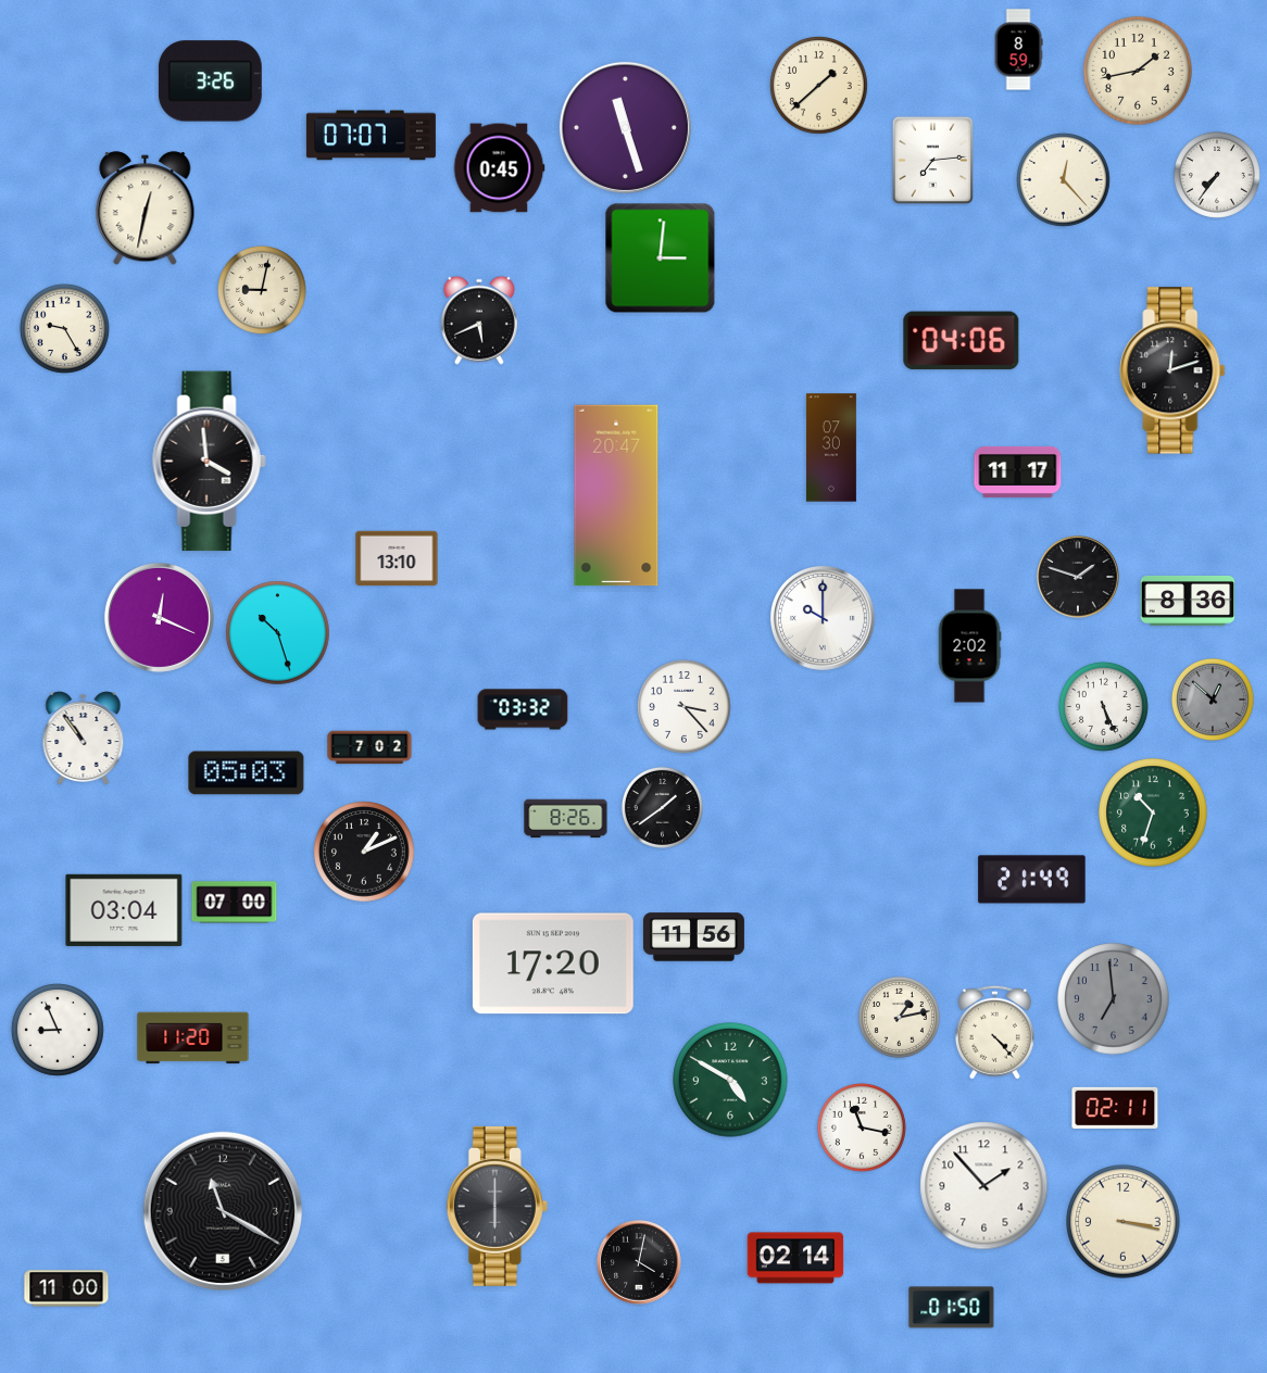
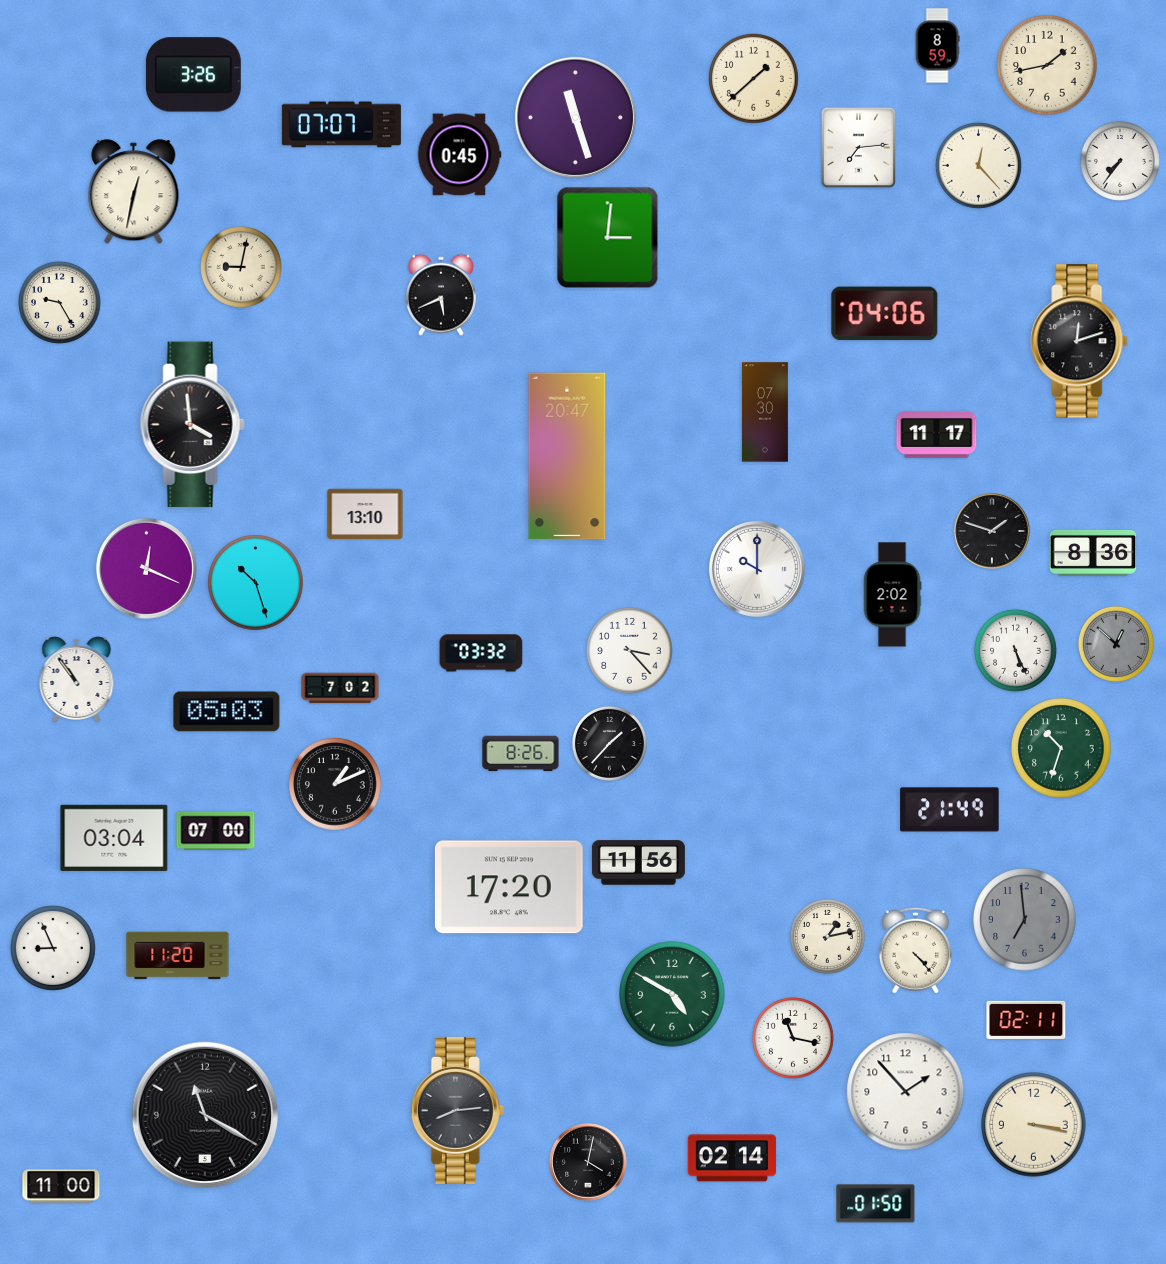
clock at (662, 807): 1:39 -> 1:37
clock at (497, 1206): 6:00 -> 8:14
